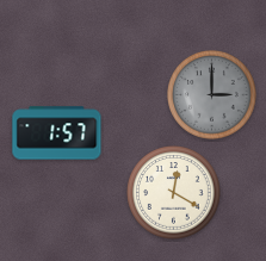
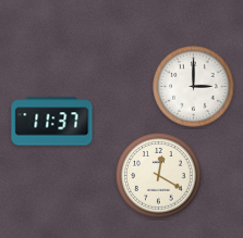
clock at (212, 95) dial: grey -> white
clock at (57, 133): 1:57 -> 11:37
